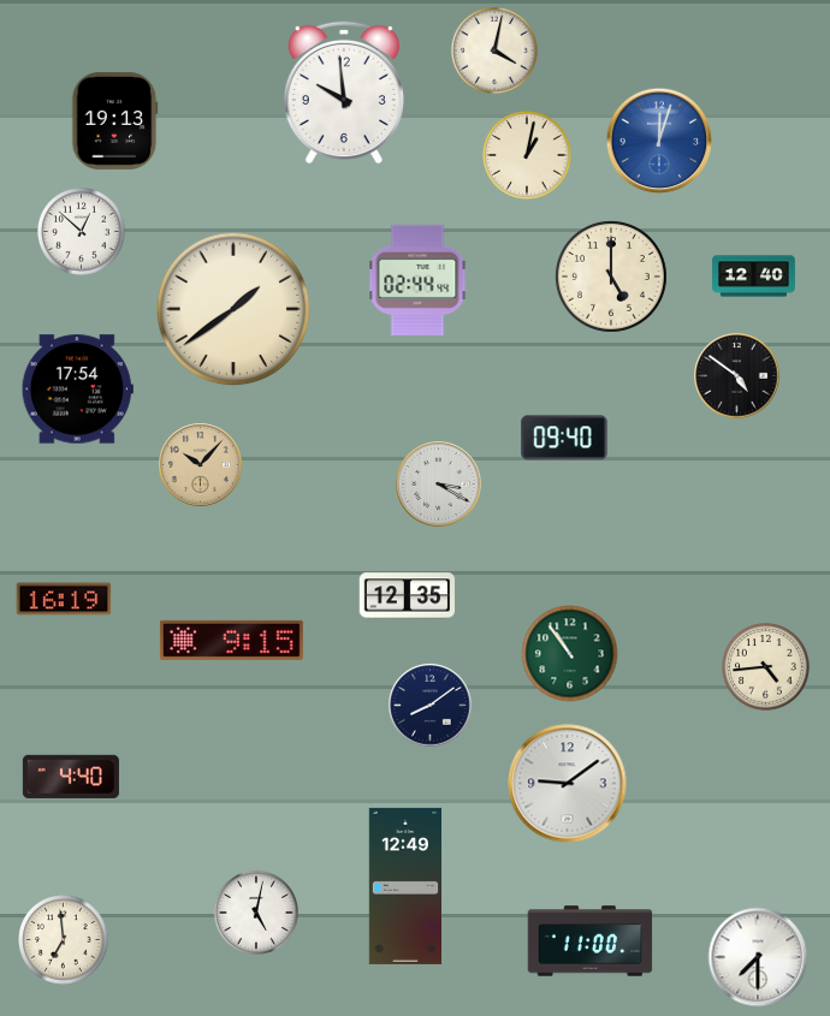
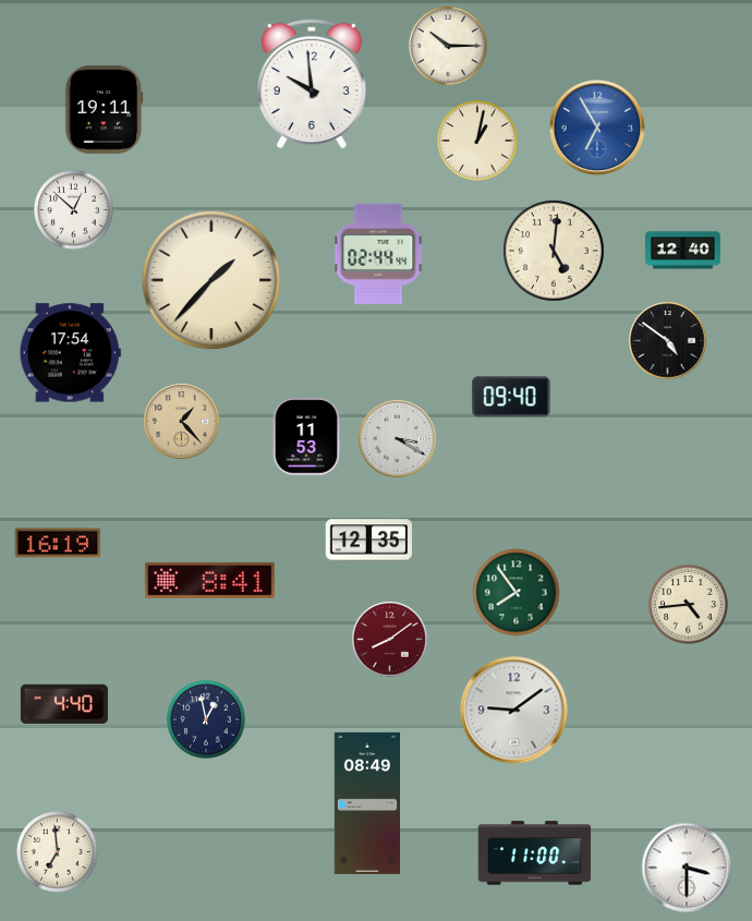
clock at (494, 50): 4:02 -> 10:15
clock at (115, 120): 19:13 -> 19:11
clock at (659, 141): 12:03 -> 6:55
clock at (611, 277): 5:00 -> 5:01
clock at (233, 309): 1:39 -> 1:37
clock at (201, 465): 10:07 -> 1:23
clock at (306, 437): none -> 11:53
clock at (231, 640): 9:15 -> 8:41
clock at (570, 654): 10:54 -> 7:54
clock at (766, 667) position: (766, 667) -> (689, 605)
clock at (431, 706) dial: navy -> burgundy
clock at (206, 719): none -> 12:58
clock at (404, 886): 12:49 -> 08:49
clock at (256, 913): 5:02 -> none
clock at (758, 957): 7:30 -> 3:30
